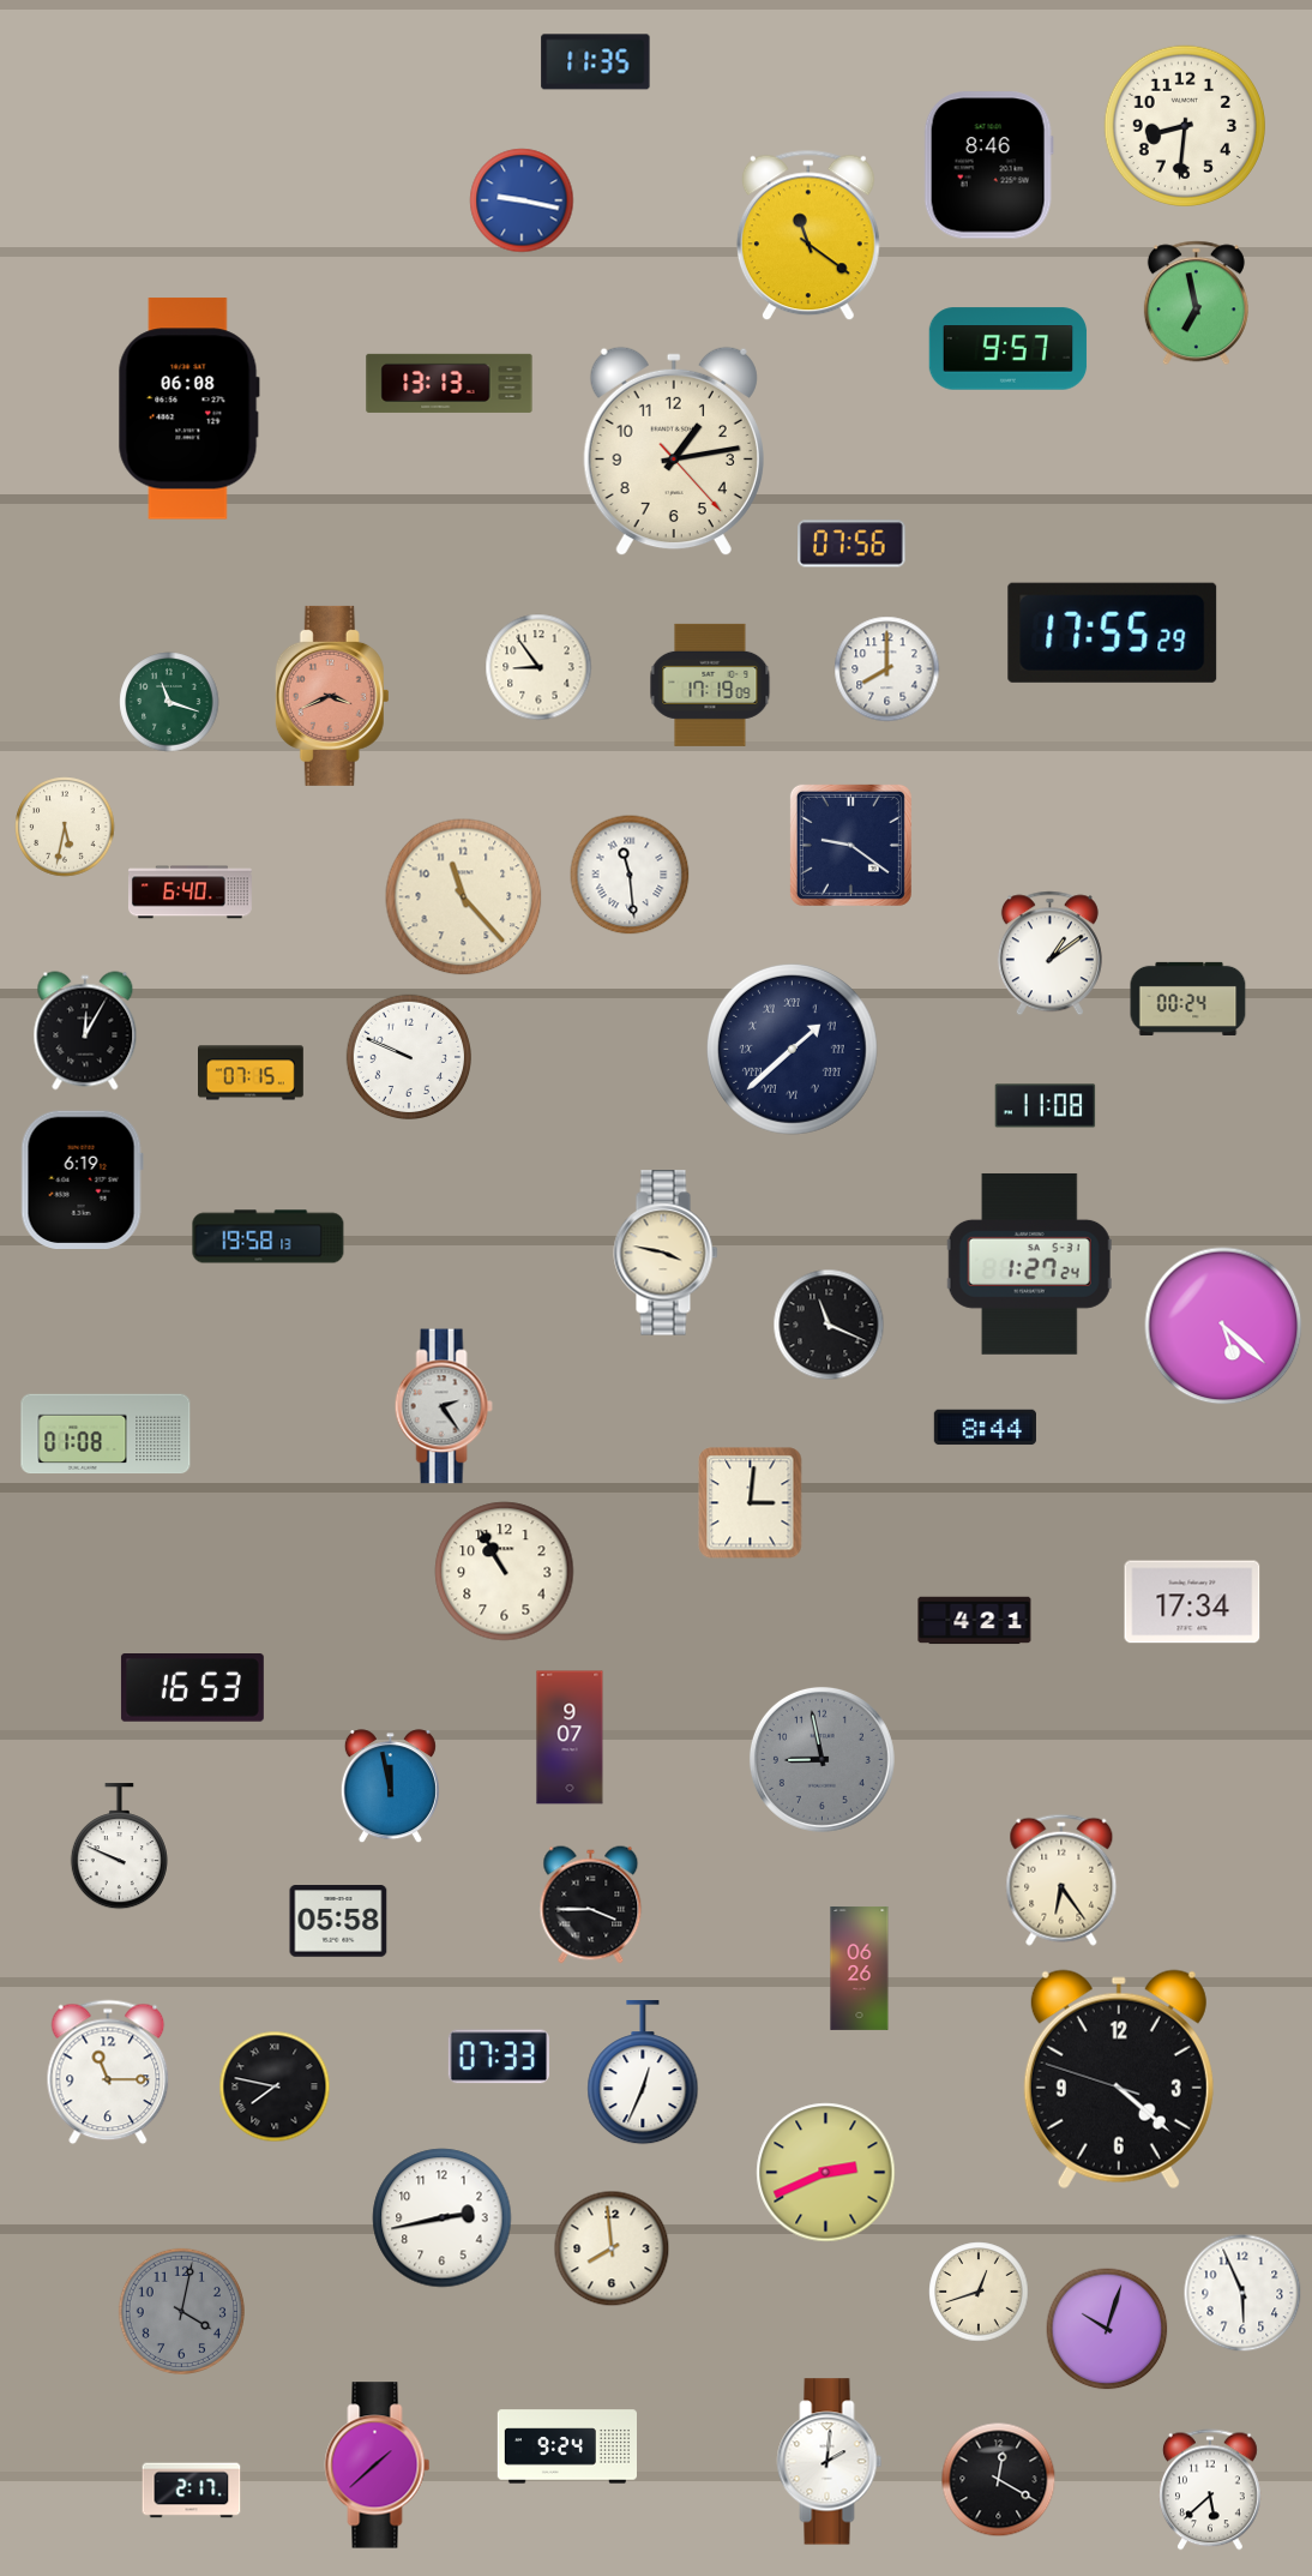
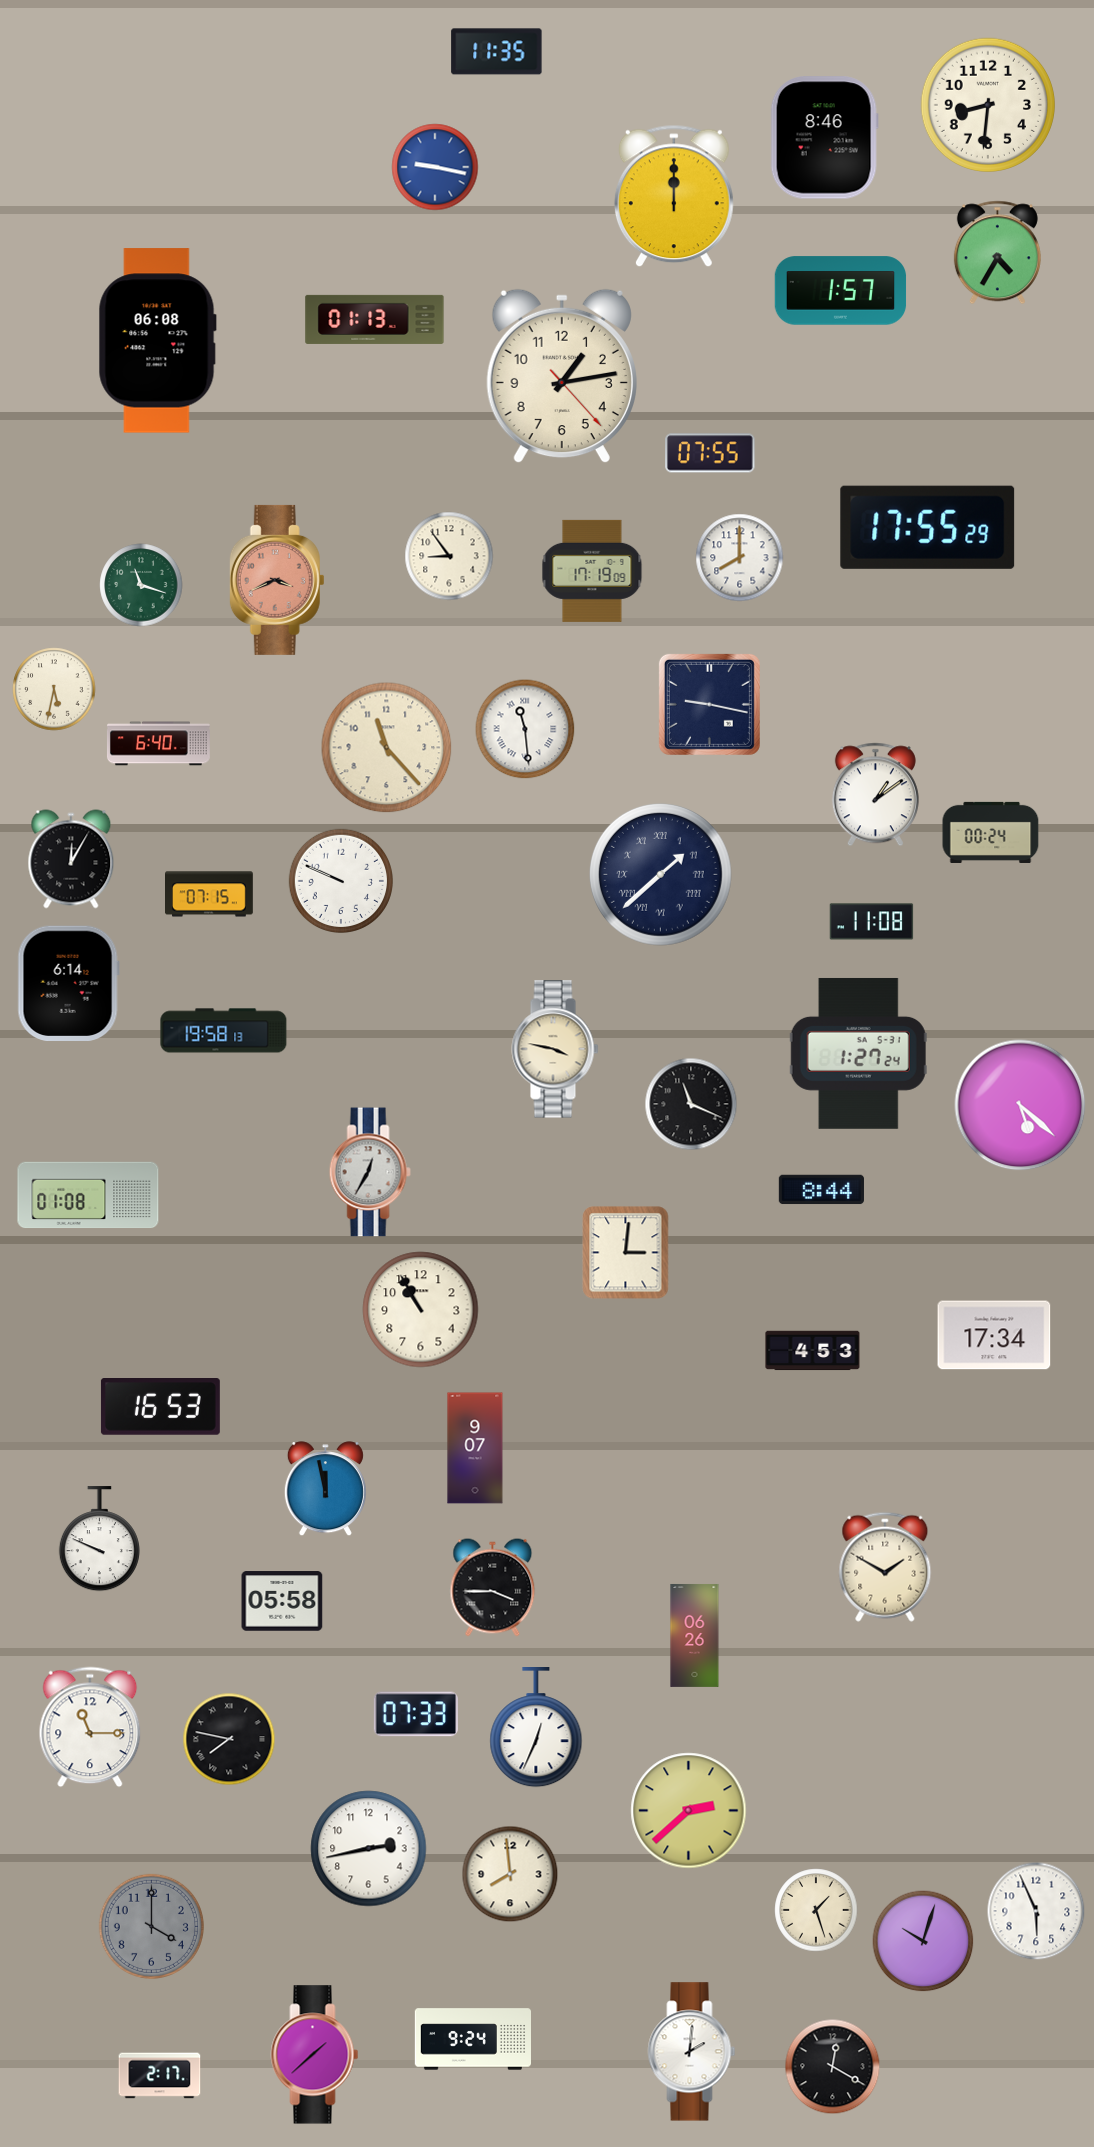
clock at (808, 235): 11:21 -> 12:00
clock at (1196, 304): 6:58 -> 4:35
clock at (1009, 349): 9:57 -> 1:57
clock at (450, 383): 13:13 -> 01:13
clock at (851, 544): 07:56 -> 07:55
clock at (850, 845): 9:21 -> 9:17
clock at (82, 1179): 6:19 -> 6:14
clock at (666, 1253) position: (666, 1253) -> (555, 1049)
clock at (444, 1406): 2:24 -> 12:35
clock at (975, 1621): 4:21 -> 4:53
clock at (821, 1759): 8:58 -> none
clock at (1061, 1880): 6:24 -> 1:50
clock at (860, 1968) position: (860, 1968) -> (695, 1635)
clock at (1119, 2079): 4:21 -> none
clock at (826, 2173): 2:41 -> 2:38
clock at (979, 2292): 12:42 -> 1:27
clock at (181, 2311): 4:02 -> 4:00
clock at (1211, 2490): 5:38 -> none
